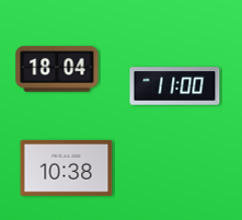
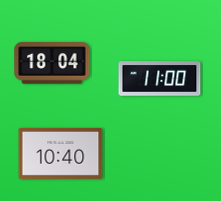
clock at (67, 167): 10:38 -> 10:40
